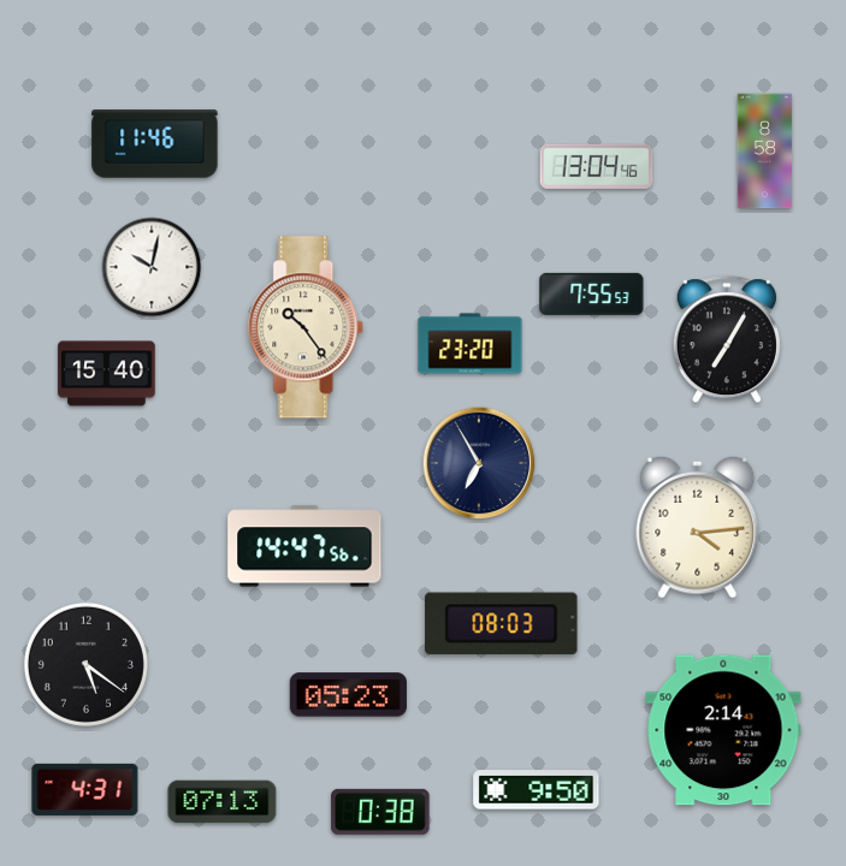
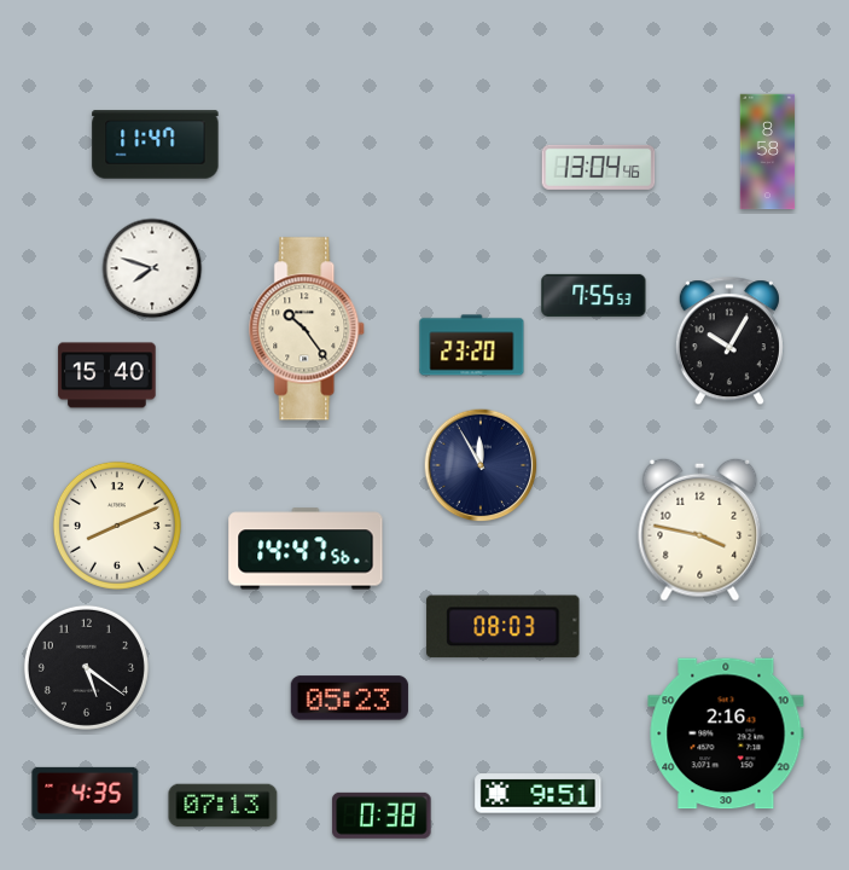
clock at (155, 144): 11:46 -> 11:47
clock at (152, 267): 10:02 -> 7:48
clock at (727, 340): 7:05 -> 10:05
clock at (479, 463): 6:55 -> 11:55
clock at (117, 526): none -> 8:11
clock at (698, 527): 4:14 -> 3:47
clock at (723, 730): 2:14 -> 2:16
clock at (85, 789): 4:31 -> 4:35
clock at (537, 790): 9:50 -> 9:51
